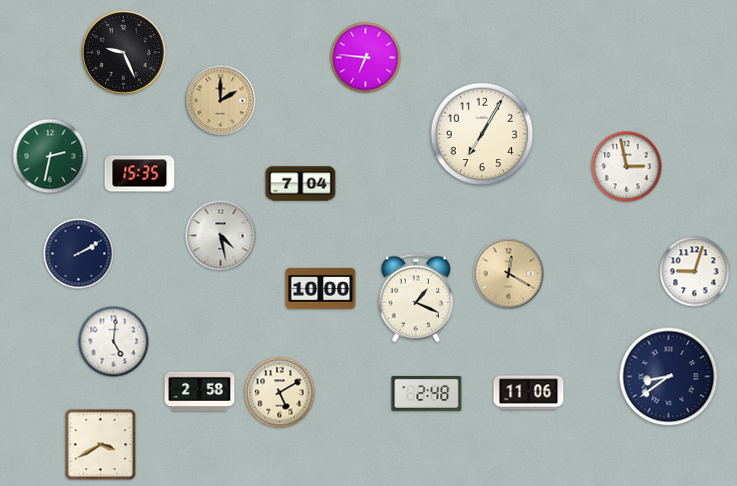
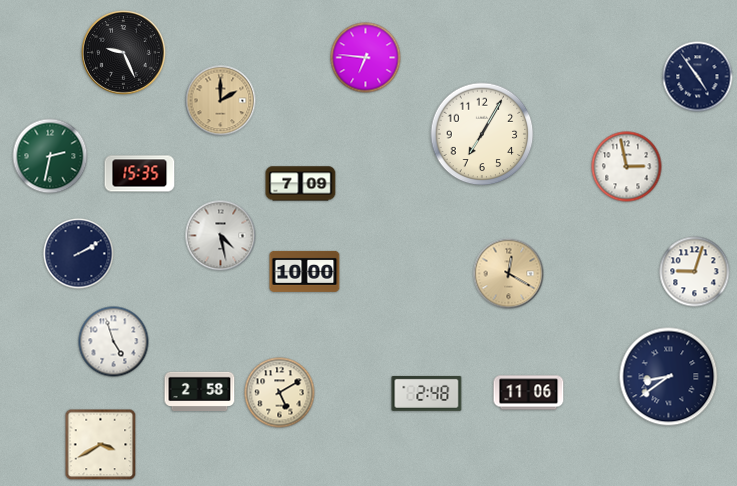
clock at (698, 77): none -> 4:54
clock at (301, 184): 7:04 -> 7:09
clock at (321, 288) position: (321, 288) -> (305, 271)
clock at (416, 298): 1:19 -> none
clock at (114, 342): 5:01 -> 4:57
